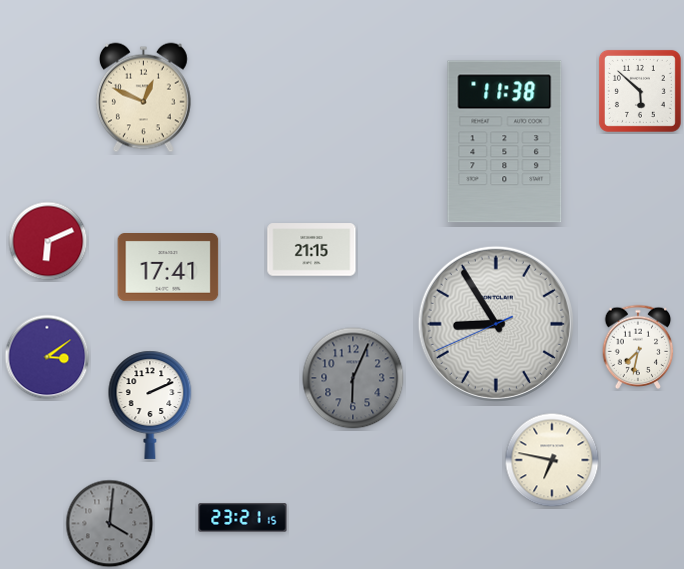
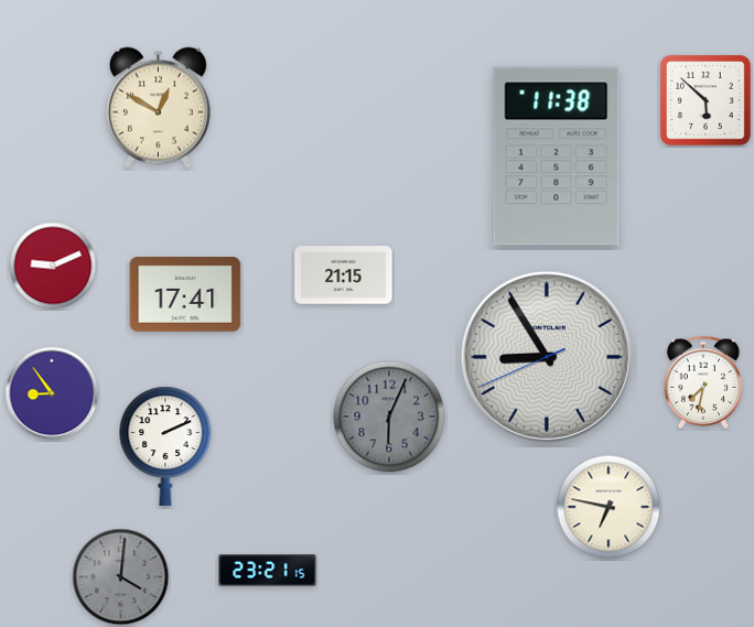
clock at (143, 98): 12:49 -> 12:50
clock at (48, 241): 6:11 -> 9:11
clock at (47, 357): 3:09 -> 8:54
